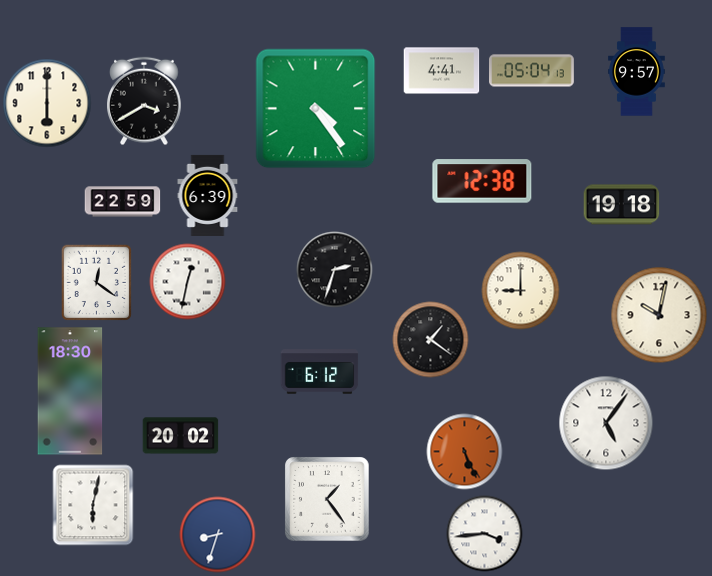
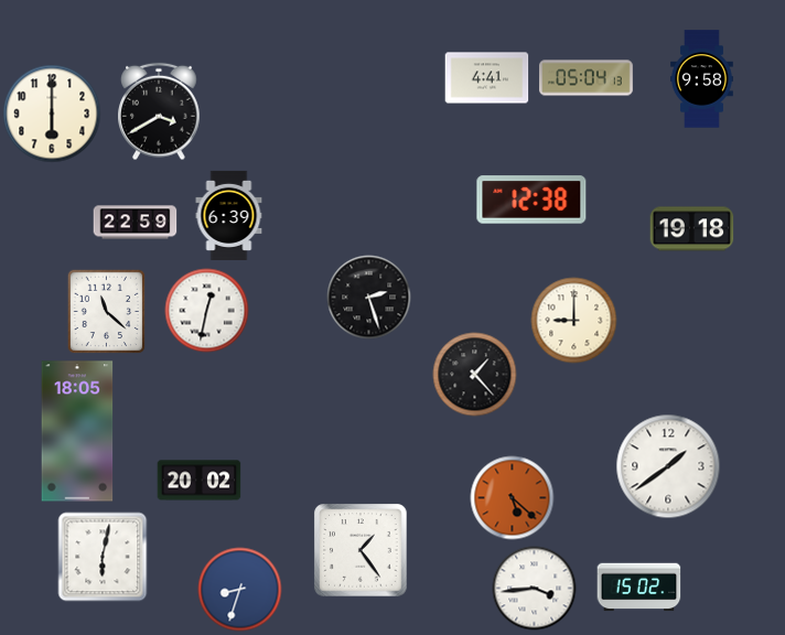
clock at (637, 72): 9:57 -> 9:58
clock at (316, 109): 4:24 -> none
clock at (622, 205) position: (622, 205) -> (692, 229)
clock at (335, 270): 2:33 -> 2:27
clock at (96, 282): 12:21 -> 11:22
clock at (659, 315): 10:02 -> none
clock at (431, 340): 1:21 -> 1:23
clock at (320, 372): 6:12 -> none
clock at (70, 391): 18:30 -> 18:05
clock at (606, 423): 5:06 -> 1:39
clock at (465, 452): 5:26 -> 5:22
clock at (639, 588): none -> 15:02
